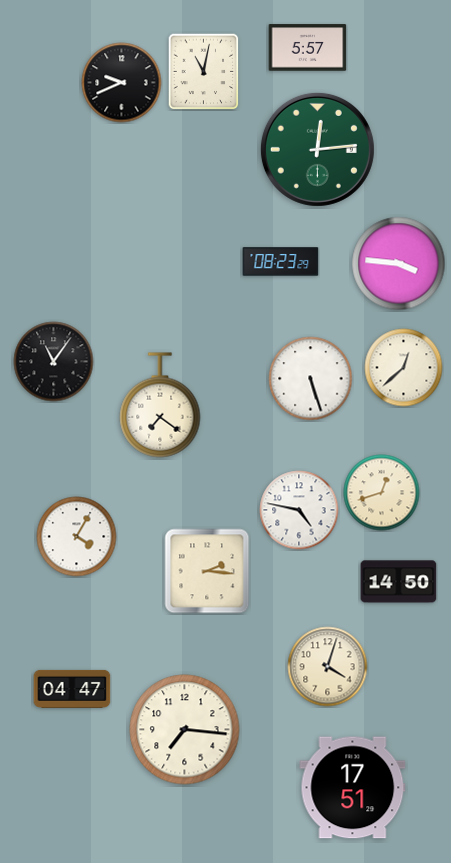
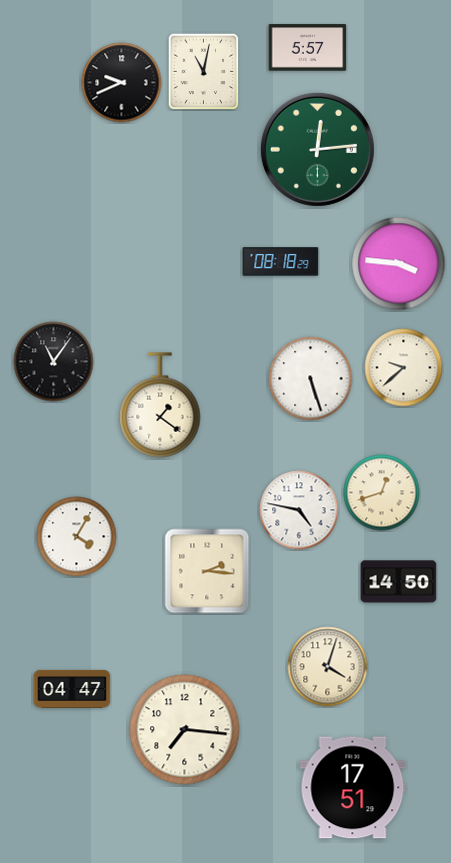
clock at (281, 262): 08:23 -> 08:18
clock at (404, 368): 12:38 -> 9:38
clock at (160, 405): 7:21 -> 1:21
